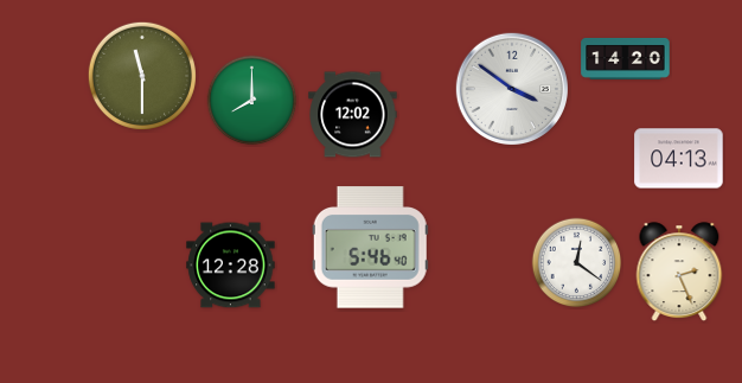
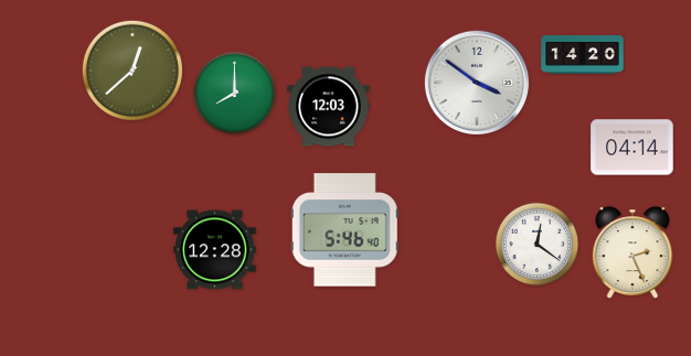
clock at (142, 76): 11:30 -> 12:38
clock at (353, 115): 12:02 -> 12:03
clock at (679, 159): 04:13 -> 04:14
clock at (231, 266) position: (231, 266) -> (215, 250)
